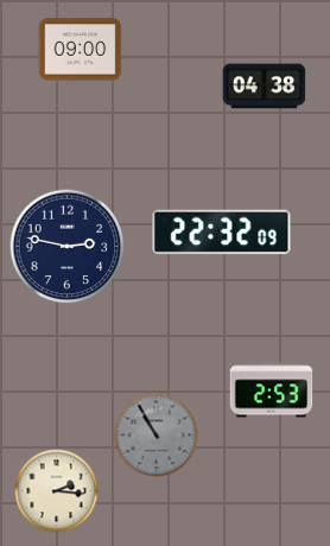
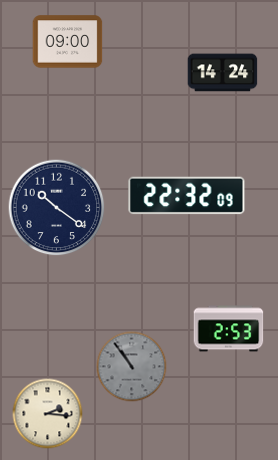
clock at (265, 87): 04:38 -> 14:24
clock at (68, 247): 2:47 -> 10:21
clock at (157, 436): 10:55 -> 10:54
